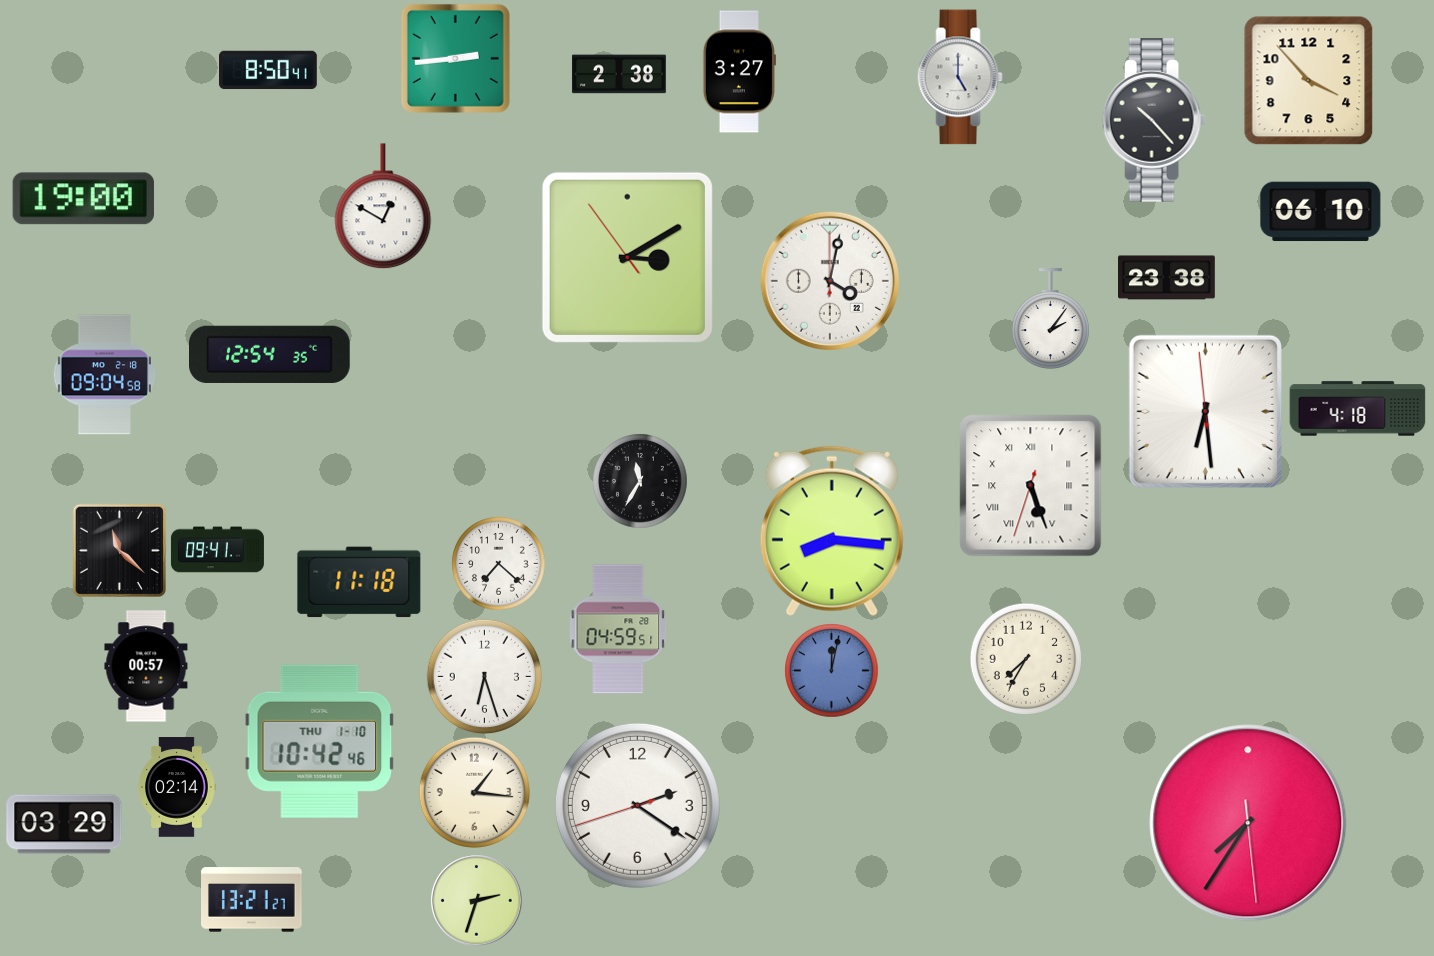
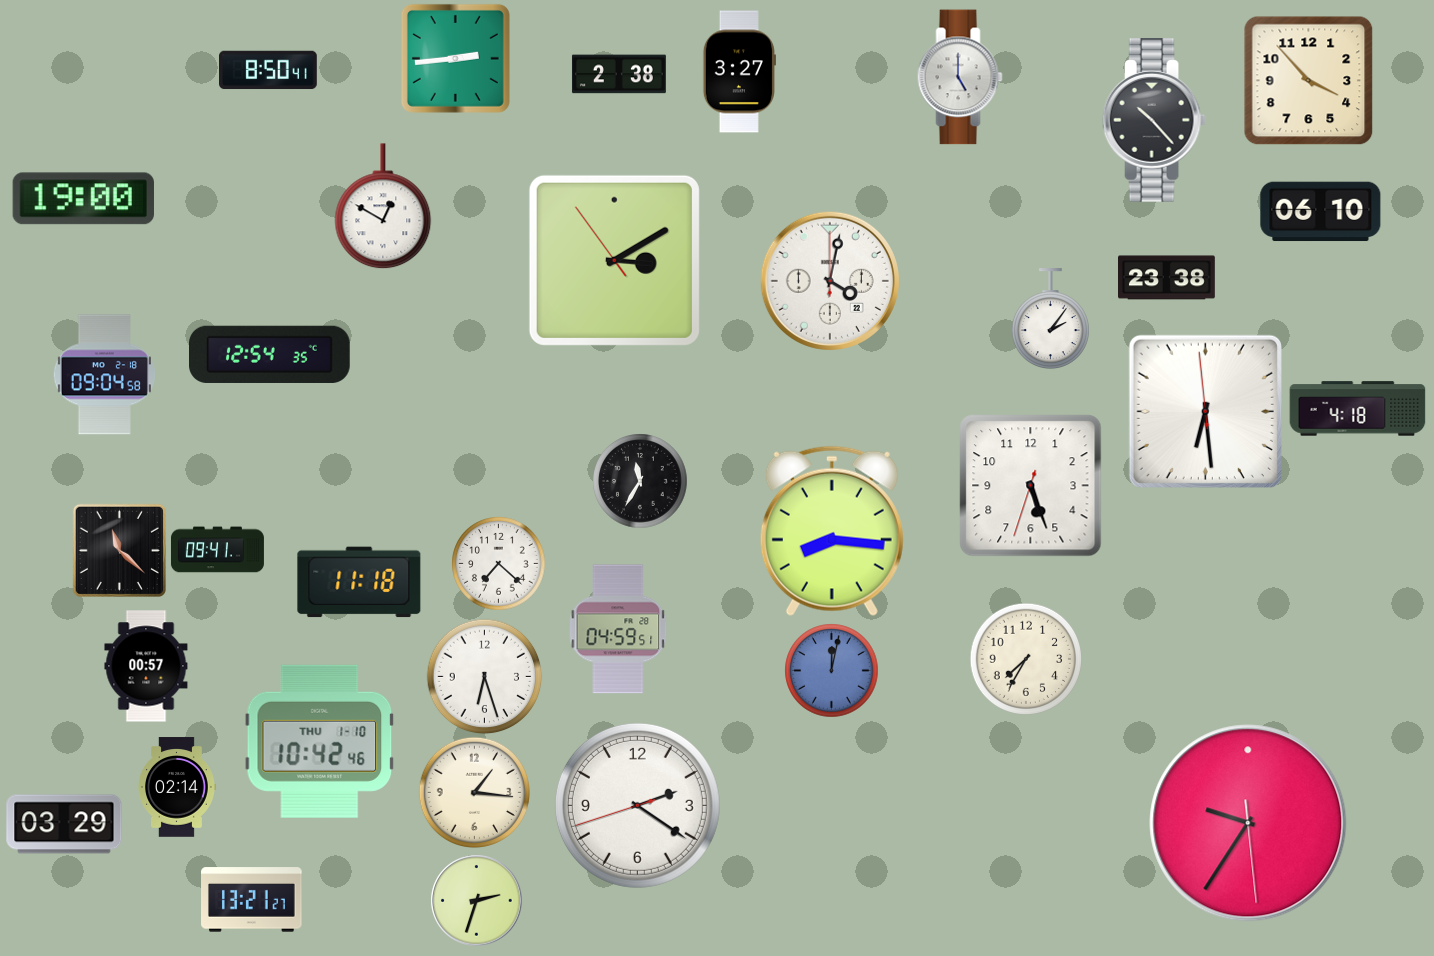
clock at (627, 257) position: (627, 257) -> (614, 260)
clock at (1031, 486) numerals: Roman -> Arabic
clock at (1248, 823): 7:35 -> 9:35
